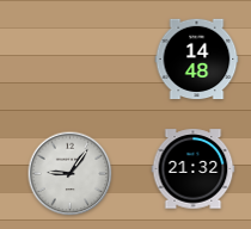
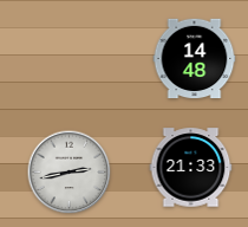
clock at (194, 169): 21:32 -> 21:33
clock at (71, 174): 9:06 -> 2:43
